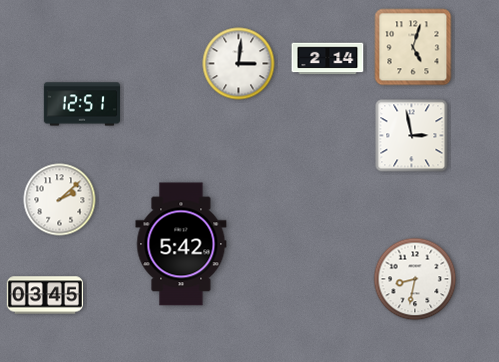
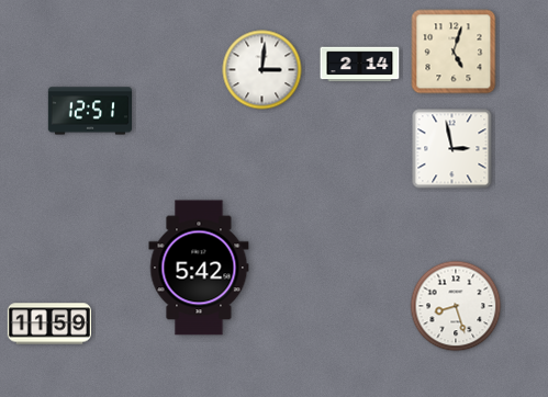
clock at (81, 104) position: (81, 104) -> (89, 111)
clock at (60, 200): 2:08 -> none
clock at (415, 279): 8:32 -> 8:27
clock at (45, 295): 03:45 -> 11:59
